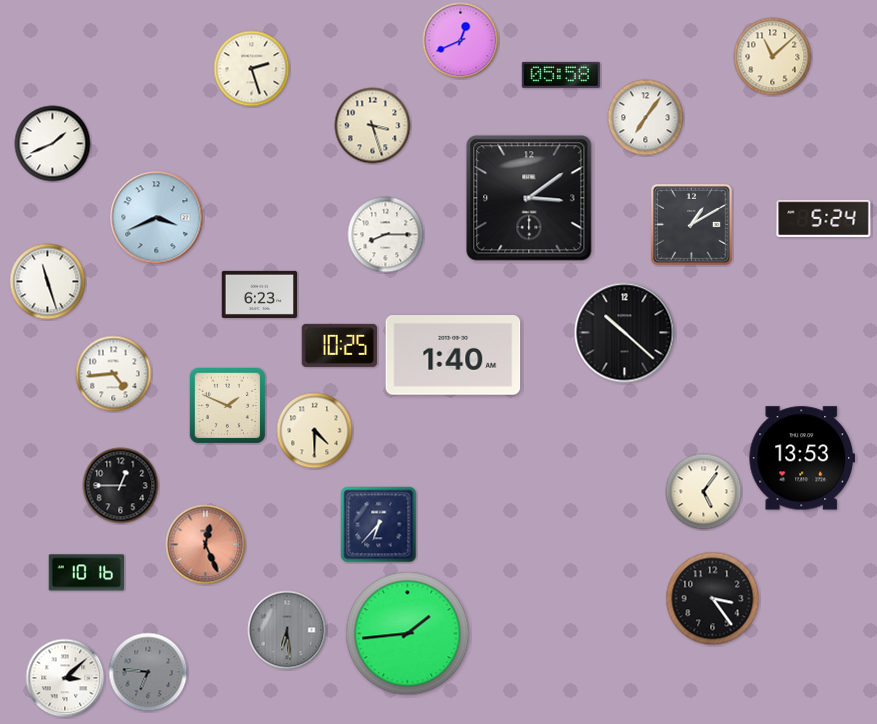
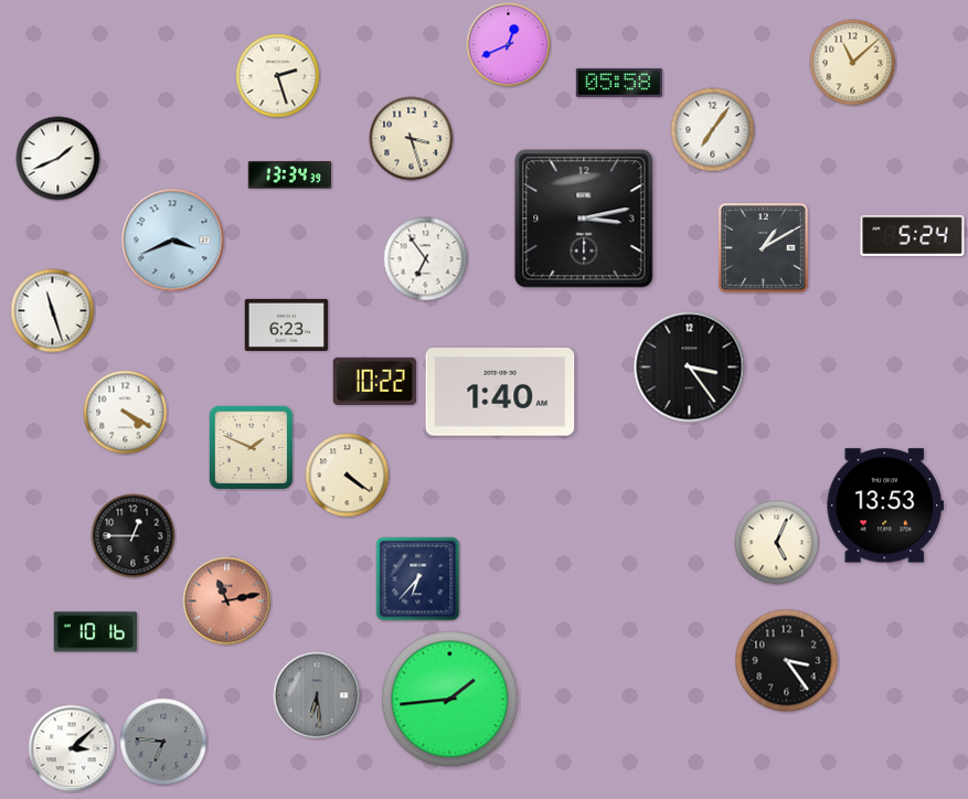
clock at (290, 175): none -> 13:34
clock at (529, 198): 3:09 -> 3:13
clock at (824, 218) position: (824, 218) -> (913, 235)
clock at (386, 235): 8:15 -> 6:54
clock at (625, 333): 10:22 -> 3:24
clock at (339, 345): 10:25 -> 10:22
clock at (114, 374): 4:44 -> 4:20
clock at (315, 431): 4:30 -> 4:21
clock at (704, 492): 5:06 -> 5:04
clock at (206, 545): 12:26 -> 11:13
